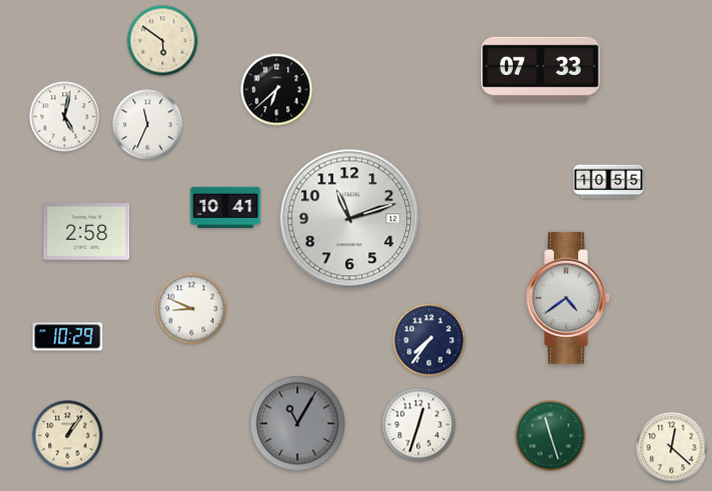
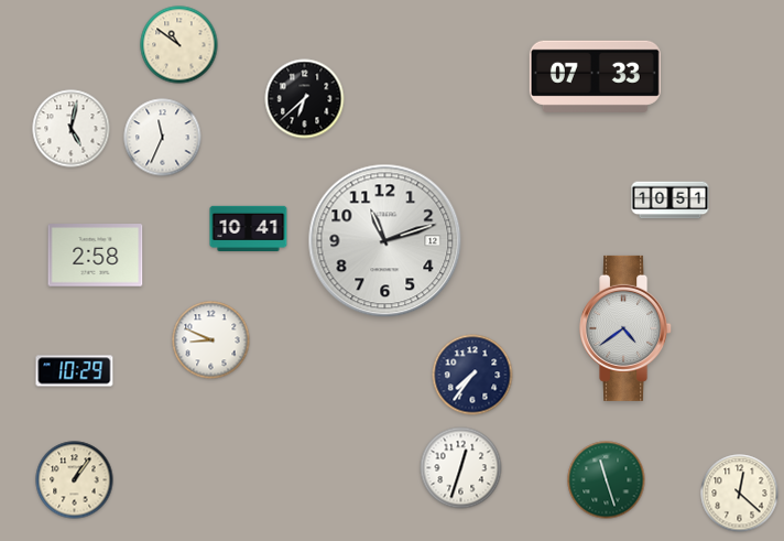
clock at (163, 41): 5:51 -> 10:51
clock at (609, 182): 10:55 -> 10:51
clock at (298, 424): 11:05 -> none
